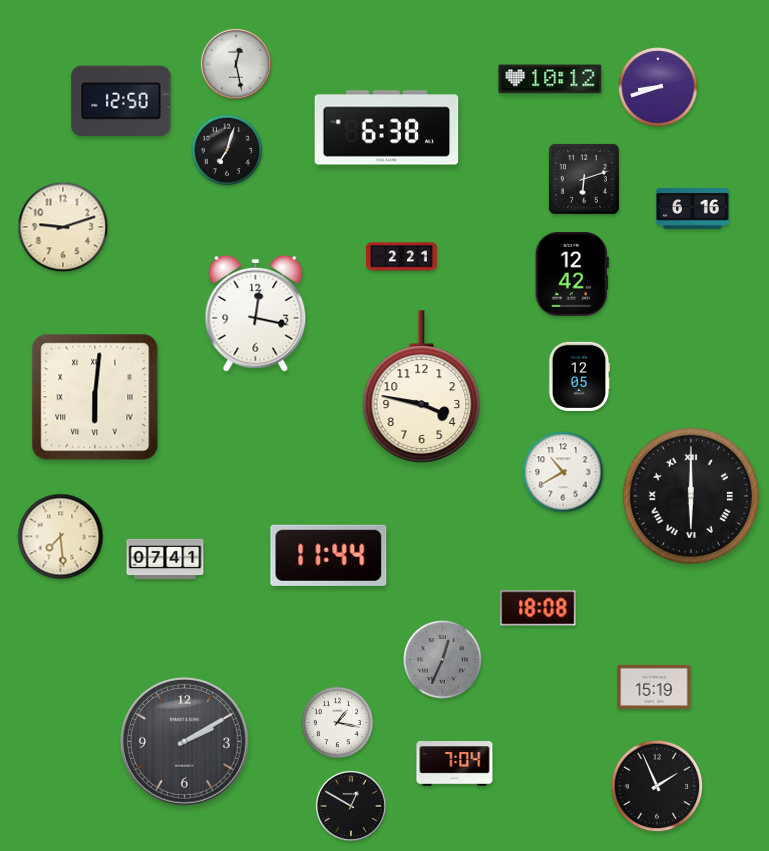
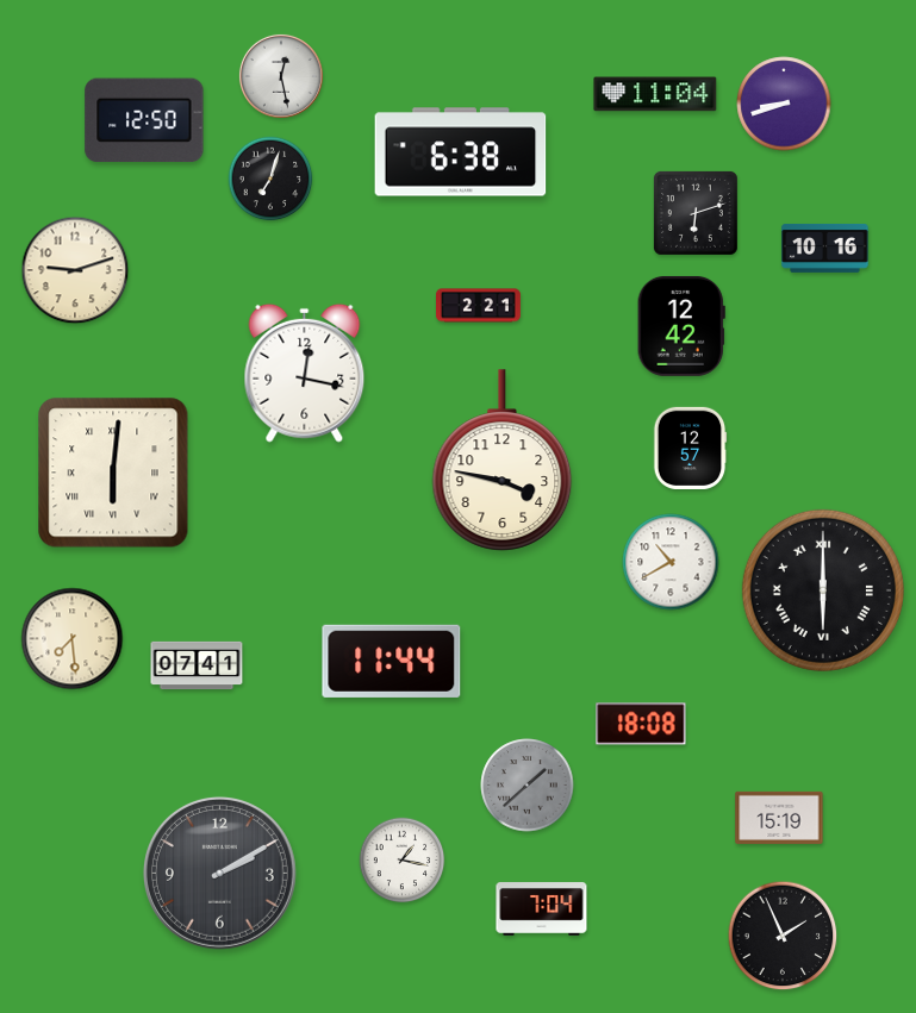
clock at (550, 79): 10:12 -> 11:04
clock at (693, 208): 6:16 -> 10:16
clock at (579, 376): 12:05 -> 12:57
clock at (443, 660): 12:34 -> 1:38
clock at (184, 741) position: (184, 741) -> (219, 873)
clock at (351, 806): 12:50 -> none
